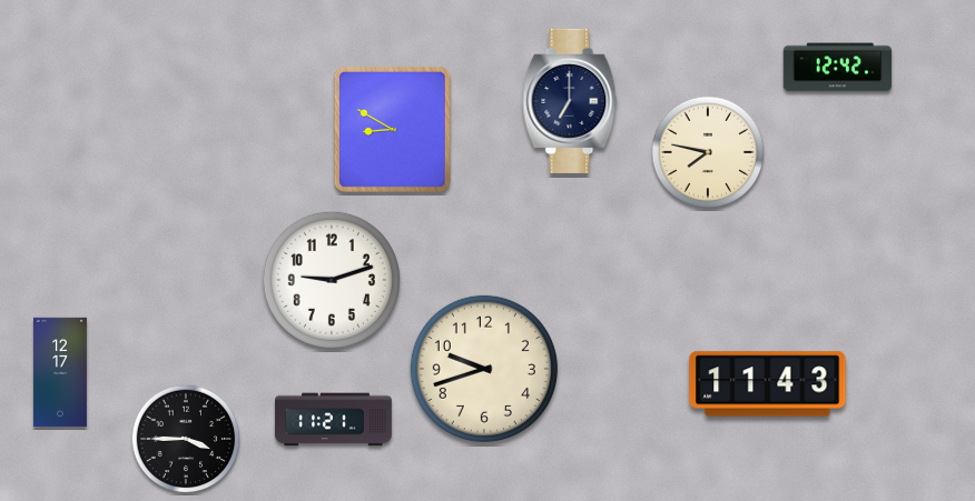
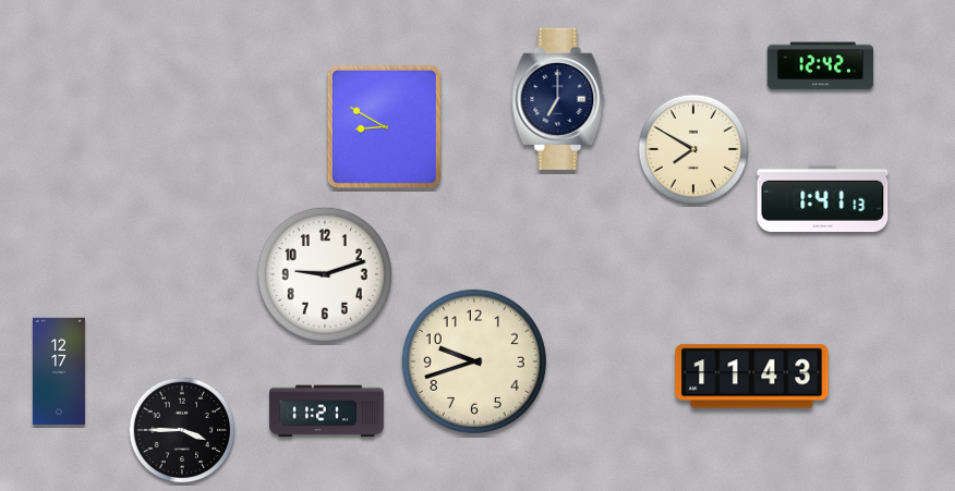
clock at (708, 152): 7:47 -> 7:50
clock at (823, 198): none -> 1:41
clock at (60, 372) position: (60, 372) -> (59, 371)
